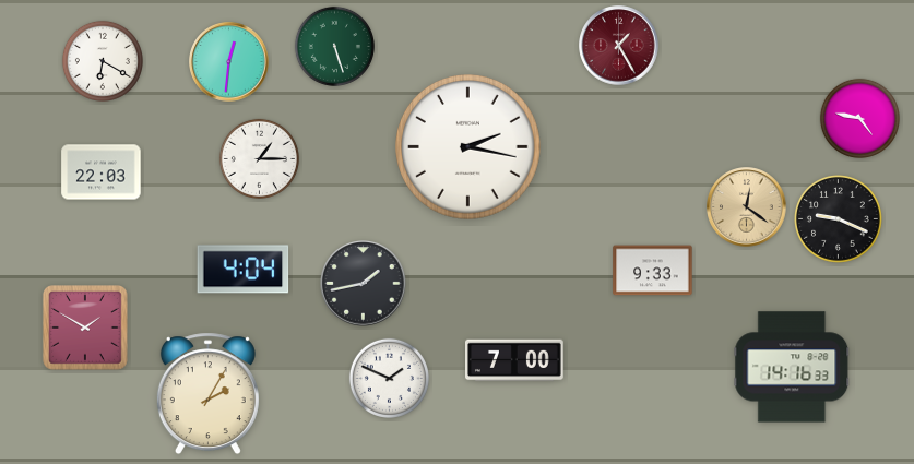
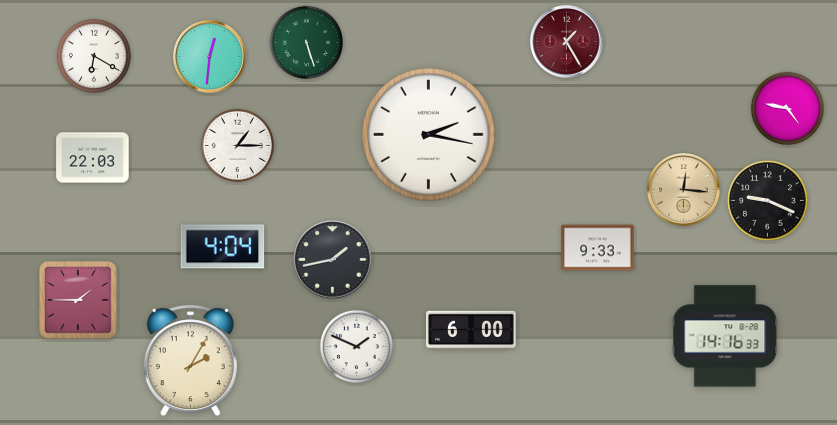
clock at (747, 207): 12:21 -> 12:16
clock at (86, 329): 1:50 -> 1:45
clock at (515, 360): 7:00 -> 6:00
